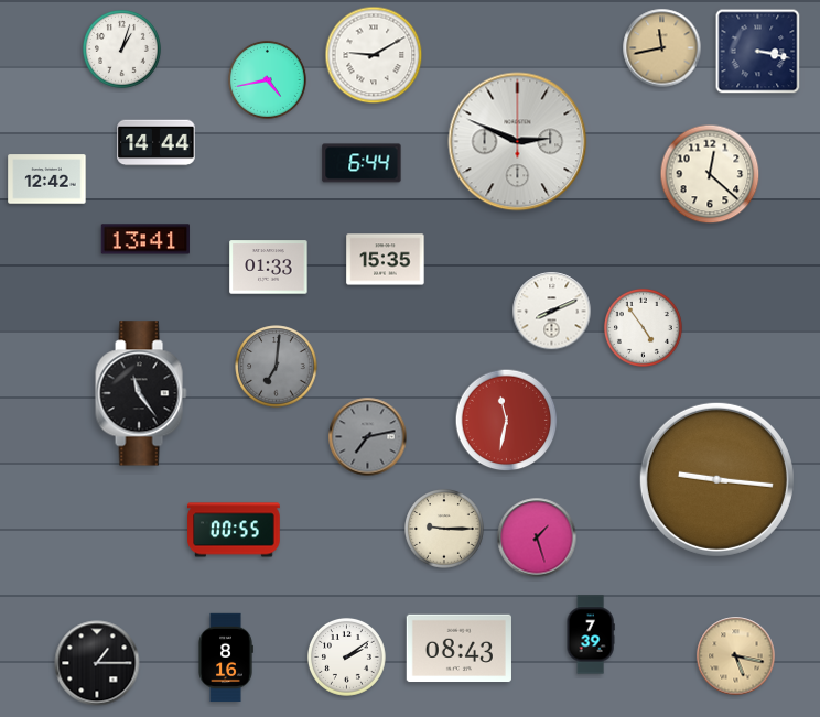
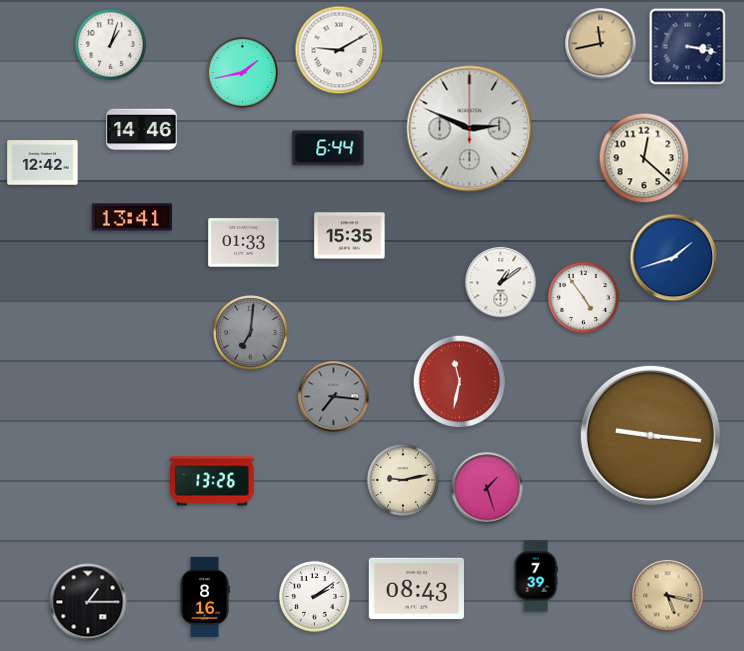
clock at (267, 79): 4:43 -> 1:43
clock at (157, 143): 14:44 -> 14:46
clock at (674, 258): none -> 1:42
clock at (552, 312): 8:11 -> 1:09
clock at (141, 393): 11:24 -> none
clock at (368, 437): 7:13 -> 7:16
clock at (234, 530): 00:55 -> 13:26
clock at (445, 530): 9:15 -> 9:13
